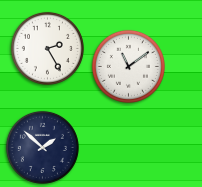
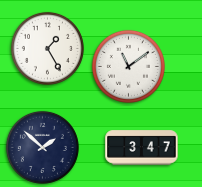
clock at (47, 48): 2:25 -> 1:25
clock at (142, 148): none -> 3:47
